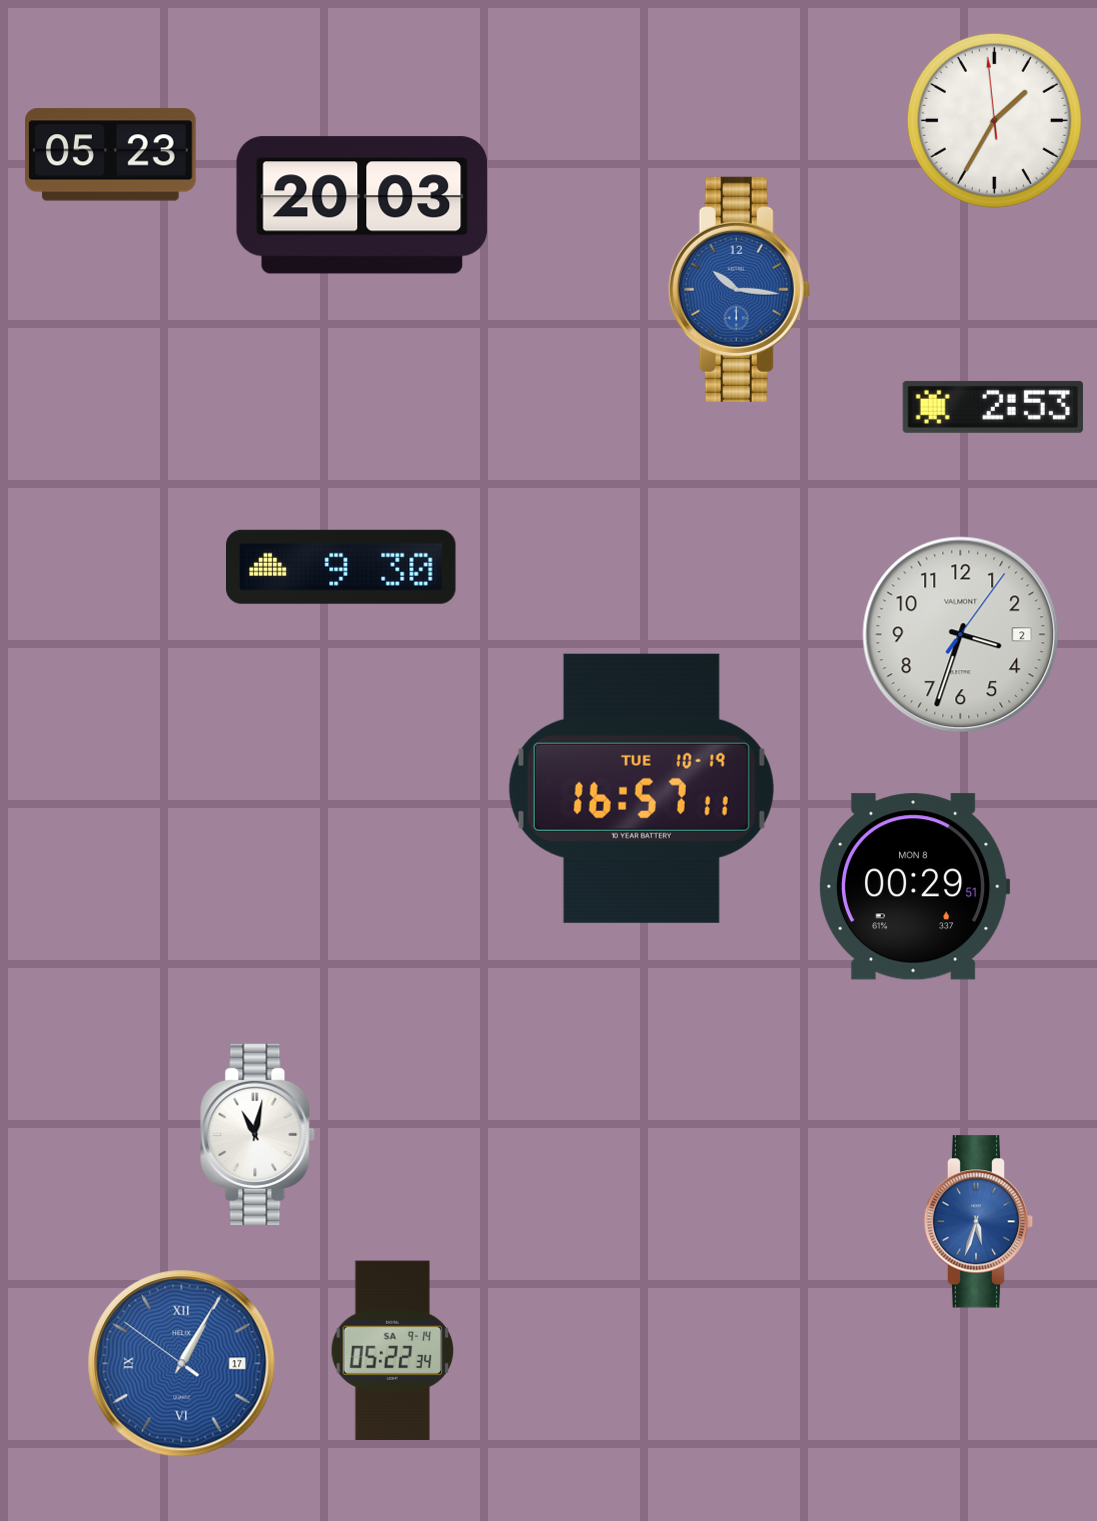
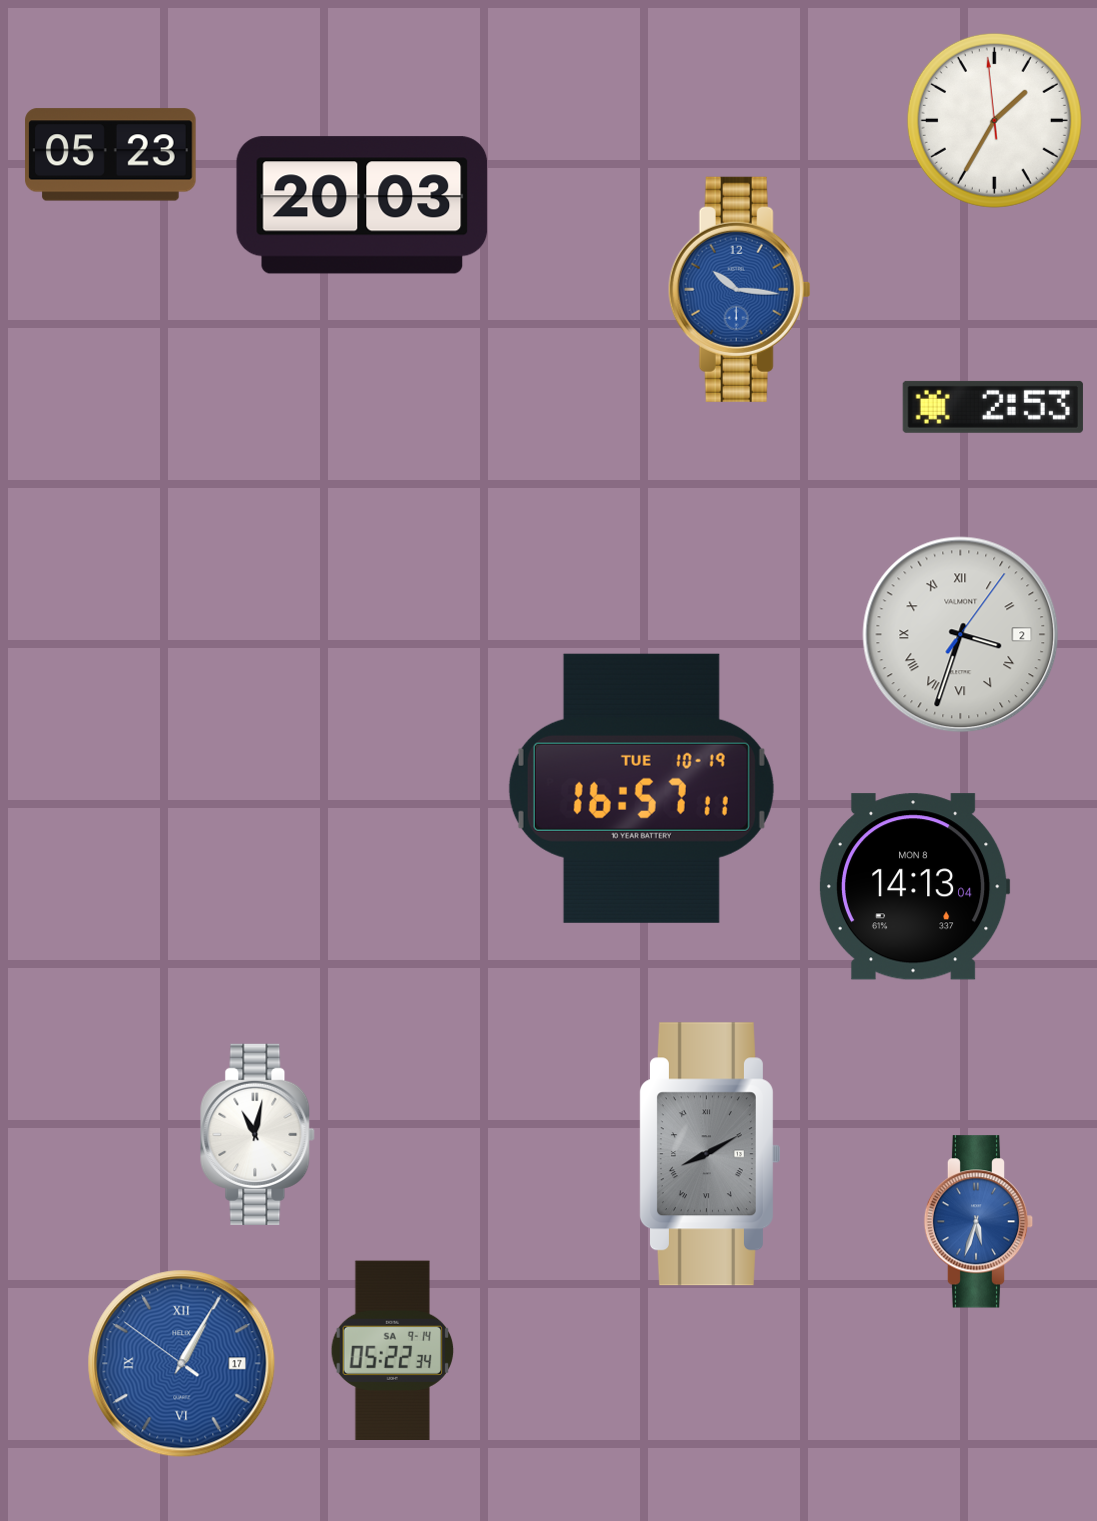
clock at (342, 567): 9:30 -> none
clock at (961, 635) numerals: Arabic -> Roman
clock at (914, 887): 00:29 -> 14:13
clock at (709, 1154): none -> 8:10
